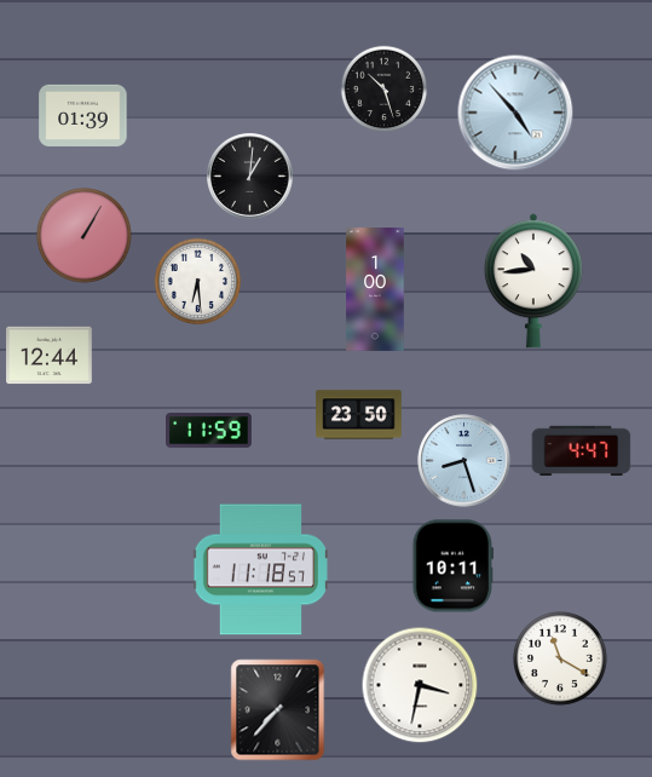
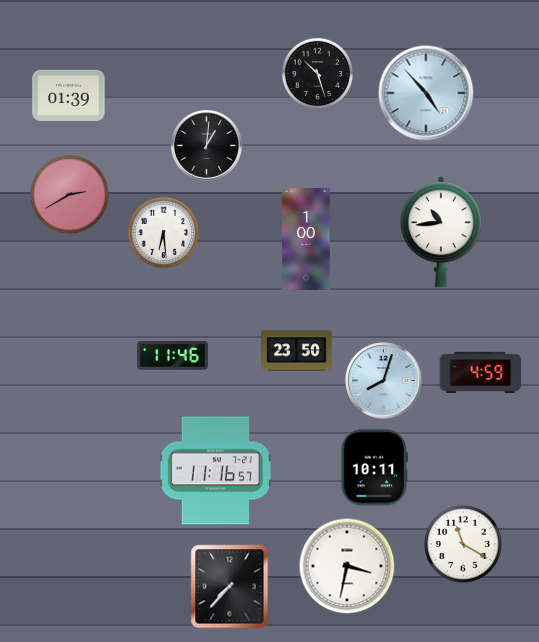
clock at (85, 236): 1:05 -> 2:40
clock at (375, 289) position: (375, 289) -> (306, 239)
clock at (50, 356): 12:44 -> none
clock at (359, 415) position: (359, 415) -> (297, 351)
clock at (209, 431): 11:59 -> 11:46
clock at (582, 450): 4:47 -> 4:59
clock at (465, 461): 8:27 -> 8:03
clock at (260, 570): 11:18 -> 11:16
